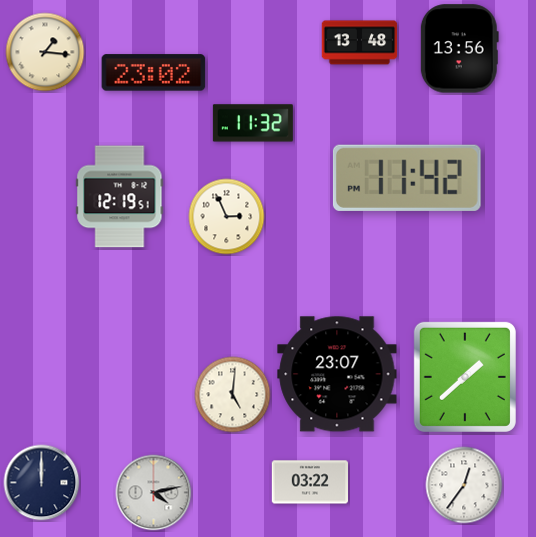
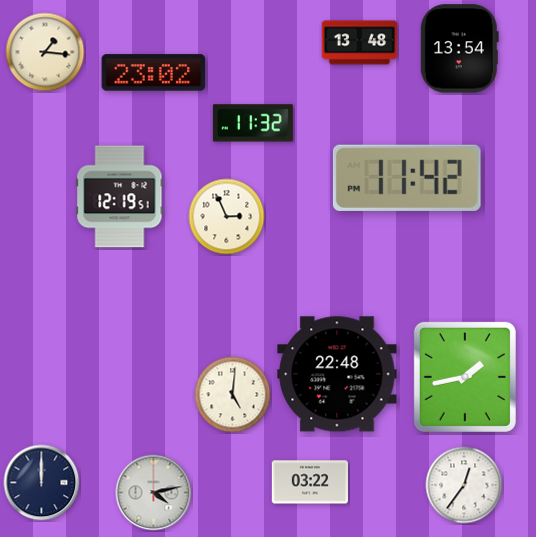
clock at (459, 49): 13:56 -> 13:54
clock at (337, 374): 23:07 -> 22:48
clock at (465, 377): 1:38 -> 1:43
